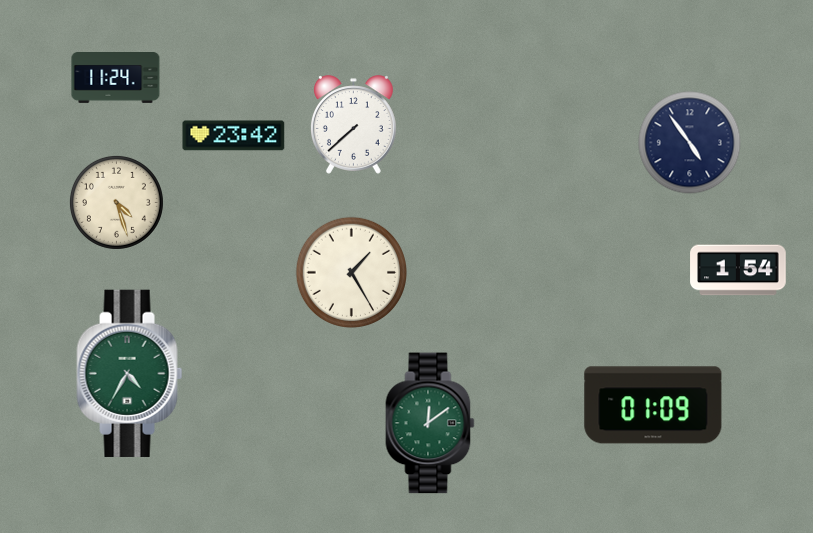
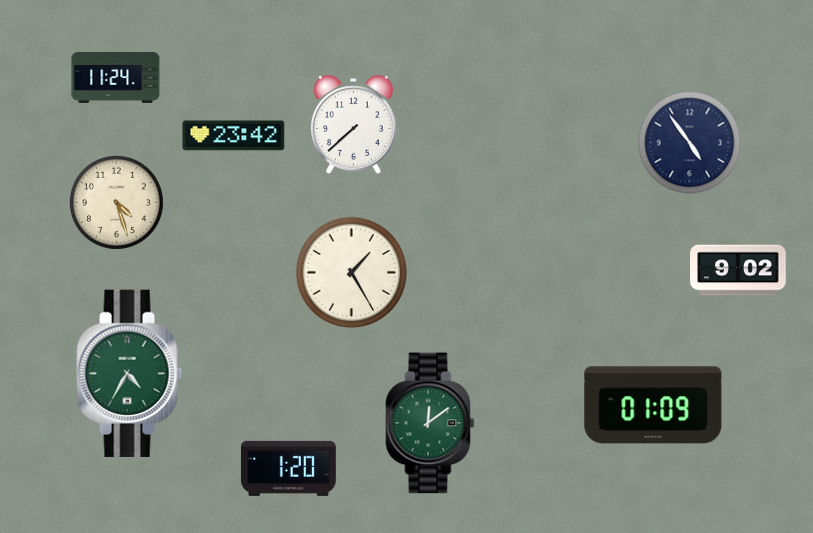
clock at (738, 270): 1:54 -> 9:02
clock at (288, 468): none -> 1:20
